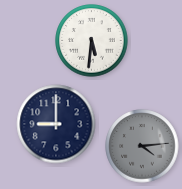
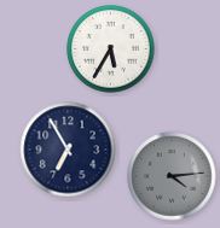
clock at (92, 41): 5:31 -> 5:35
clock at (56, 124): 9:00 -> 6:55
